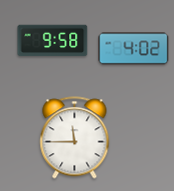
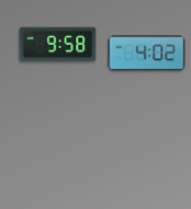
clock at (75, 138): 11:45 -> none
